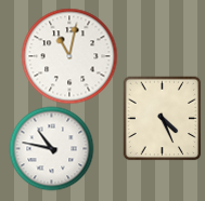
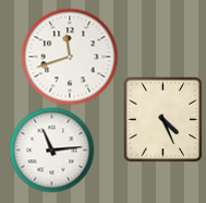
clock at (69, 56): 11:02 -> 11:42
clock at (51, 148): 10:47 -> 11:14
